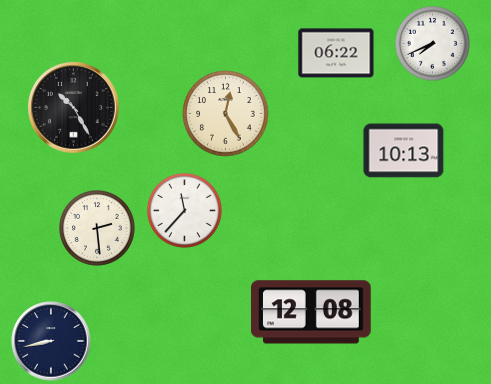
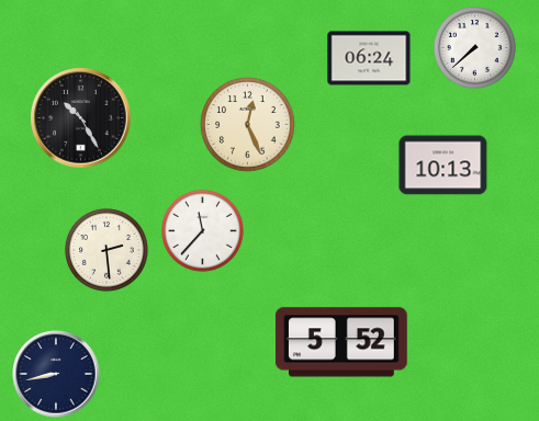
clock at (432, 43): 7:41 -> 7:38
clock at (336, 53): 06:22 -> 06:24
clock at (226, 114): 12:25 -> 12:26
clock at (311, 312): 12:08 -> 5:52
